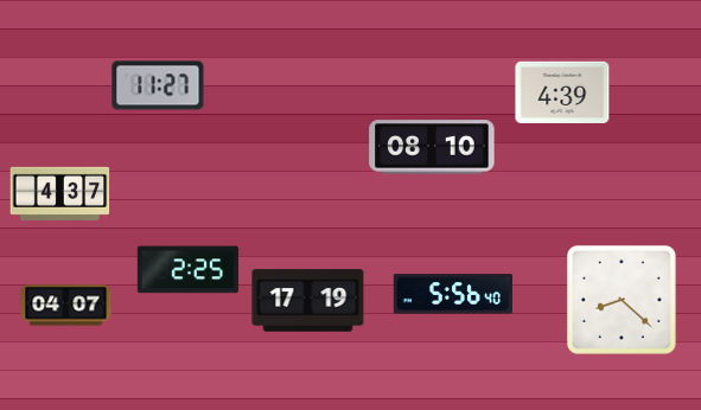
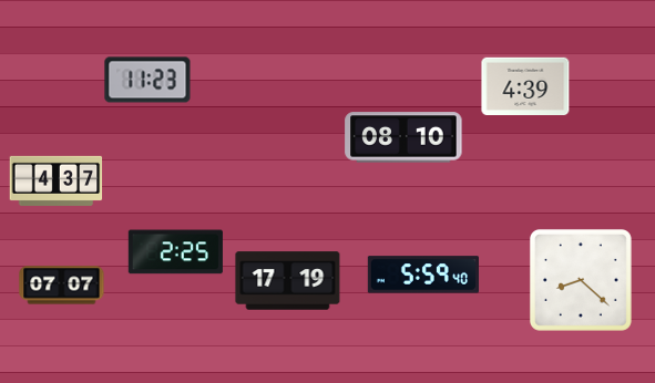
clock at (158, 85): 11:27 -> 11:23
clock at (452, 294): 5:56 -> 5:59
clock at (66, 306): 04:07 -> 07:07
